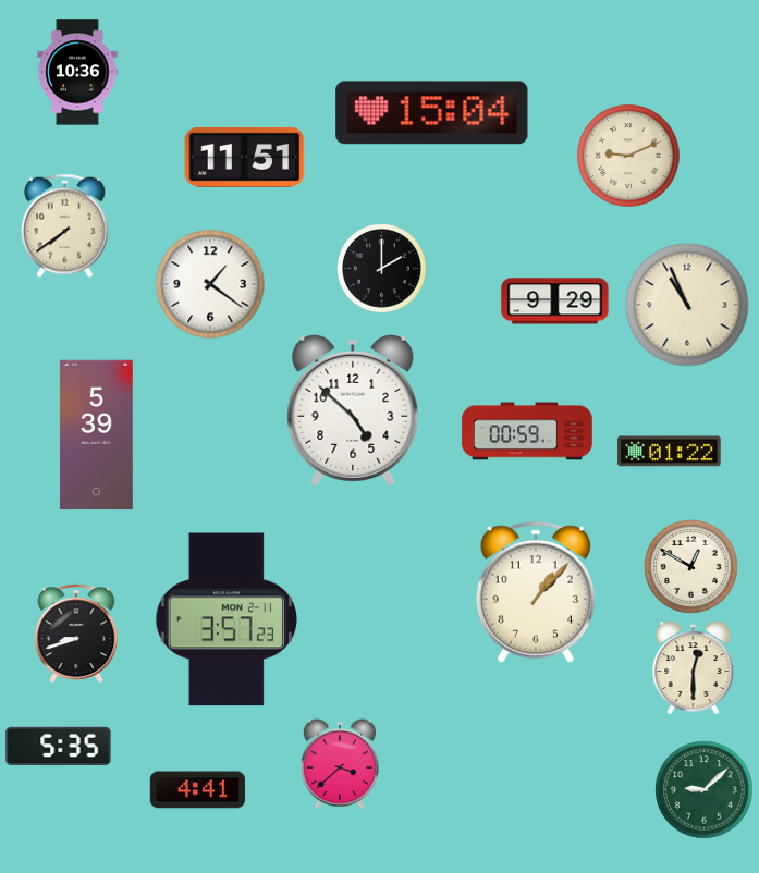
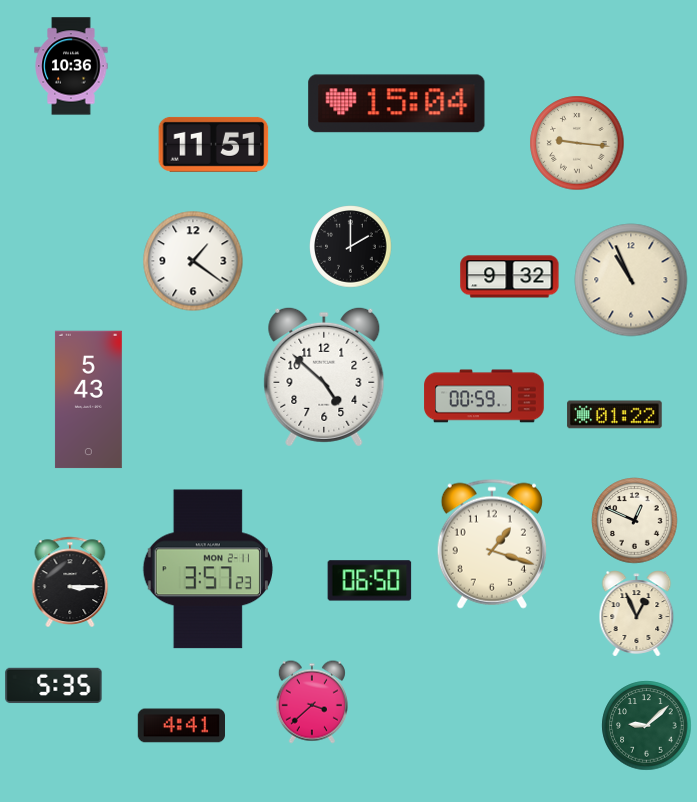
clock at (628, 156): 9:11 -> 9:16
clock at (245, 157) position: (245, 157) -> (214, 144)
clock at (65, 226): 7:39 -> none
clock at (555, 302): 9:29 -> 9:32
clock at (96, 435): 5:39 -> 5:43
clock at (691, 567): 12:50 -> 12:49
clock at (536, 592): 1:07 -> 1:18
clock at (76, 632): 8:42 -> 3:15
clock at (370, 581): none -> 06:50
clock at (694, 668): 12:30 -> 12:56
